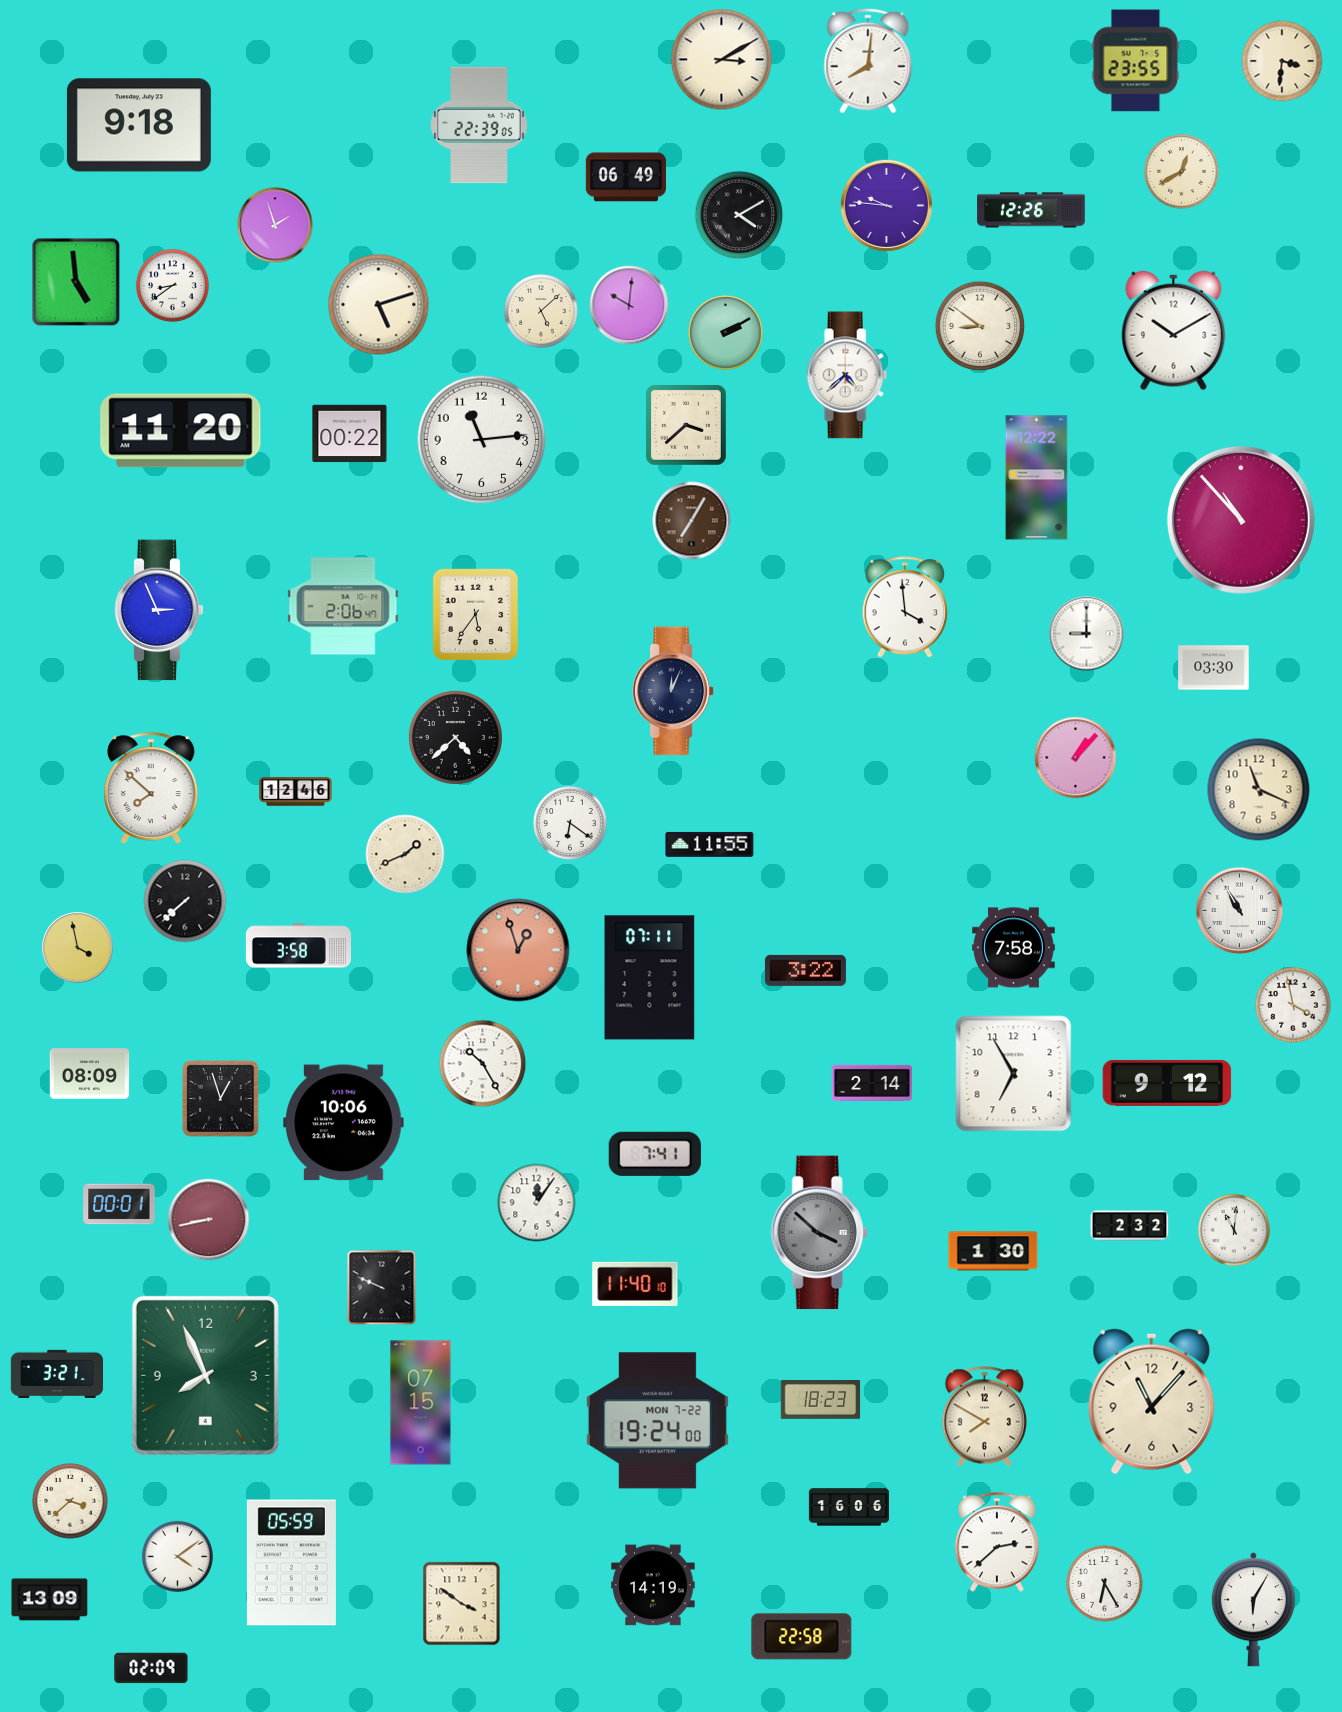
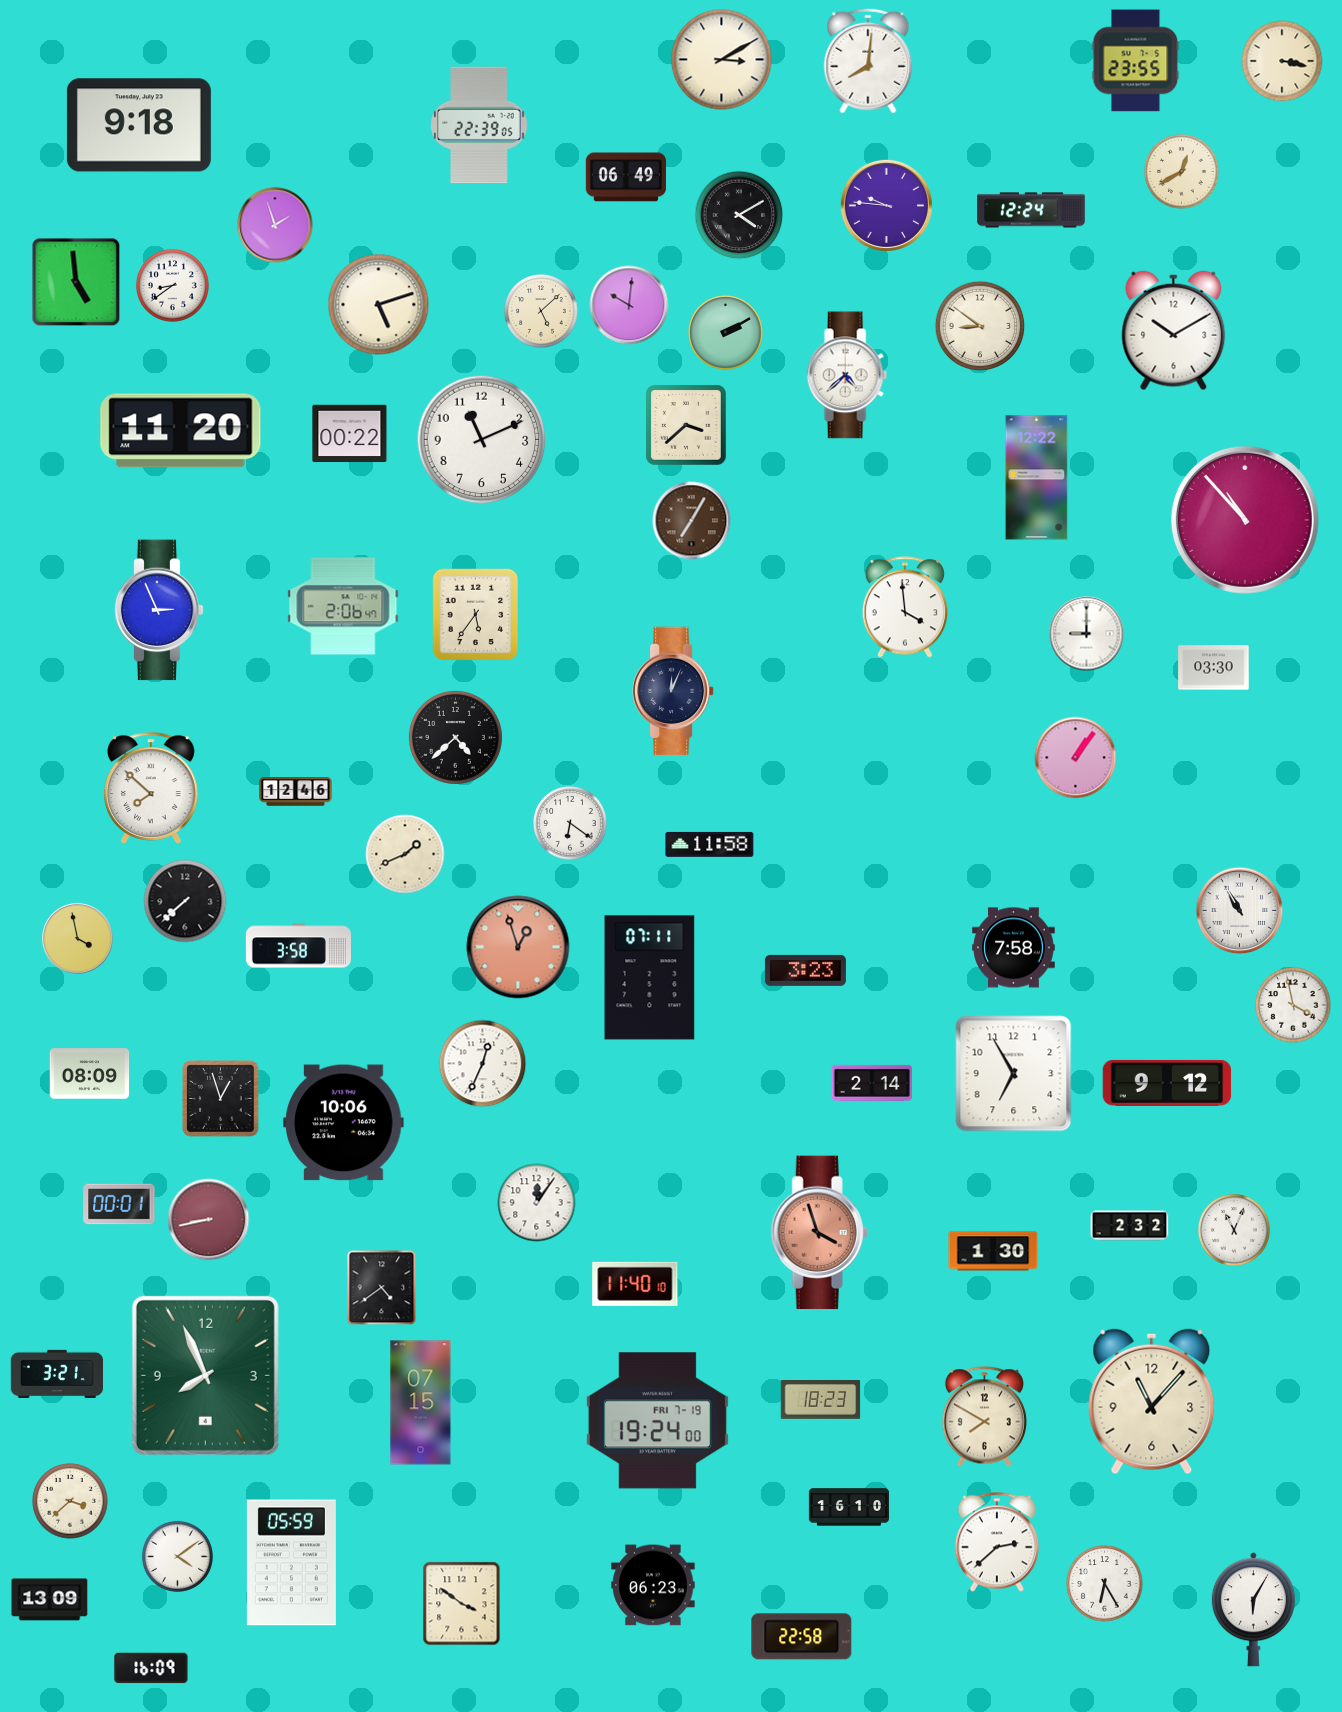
clock at (1282, 61): 3:31 -> 3:17
clock at (1031, 210): 12:26 -> 12:24
clock at (482, 440): 11:14 -> 11:11
clock at (1241, 520) position: (1241, 520) -> (1245, 520)
clock at (1076, 758): 1:07 -> 1:06
clock at (1259, 790): 11:19 -> none
clock at (710, 844): 11:55 -> 11:58
clock at (78, 948) position: (78, 948) -> (78, 939)
clock at (518, 950) position: (518, 950) -> (518, 947)
clock at (805, 970): 3:22 -> 3:23
clock at (483, 1064): 10:25 -> 12:34
clock at (655, 1154): 7:41 -> none
clock at (1234, 1230): 11:01 -> 11:04
clock at (819, 1233): 3:52 -> 3:57
clock at (819, 1233) dial: grey -> salmon
clock at (382, 1288): 9:49 -> 4:39
clock at (657, 1421) date: MON 7-22 -> FRI 7-19
clock at (848, 1507): 16:06 -> 16:10
clock at (653, 1585): 14:19 -> 06:23
clock at (151, 1668): 02:09 -> 16:09
